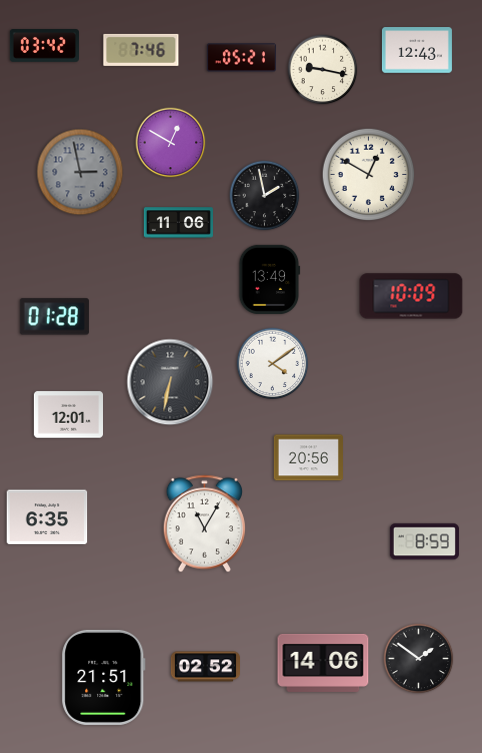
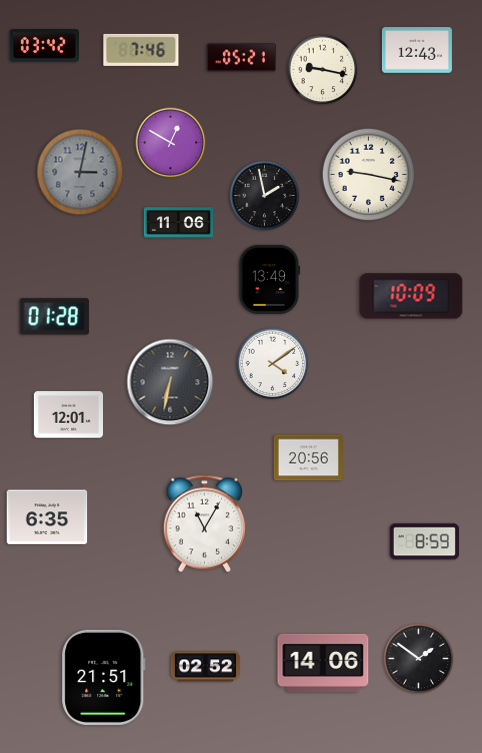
clock at (80, 172): 2:58 -> 3:02
clock at (369, 175): 12:50 -> 9:17
